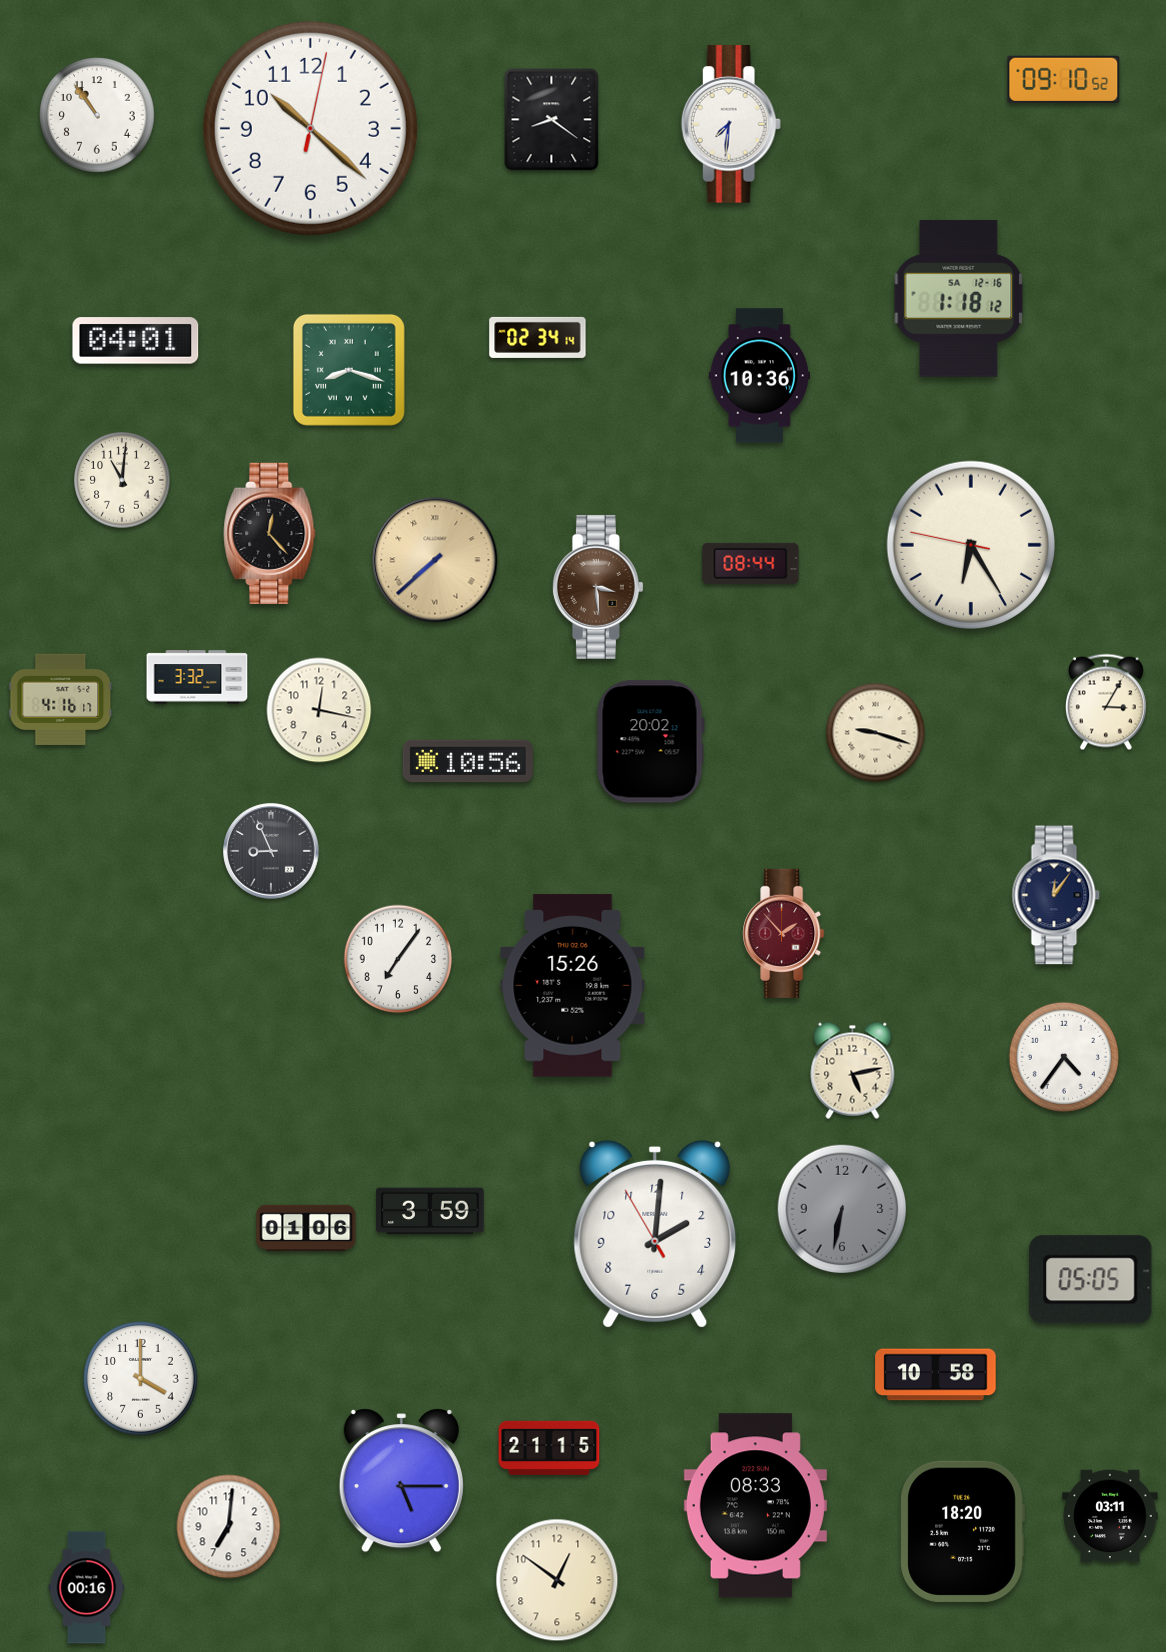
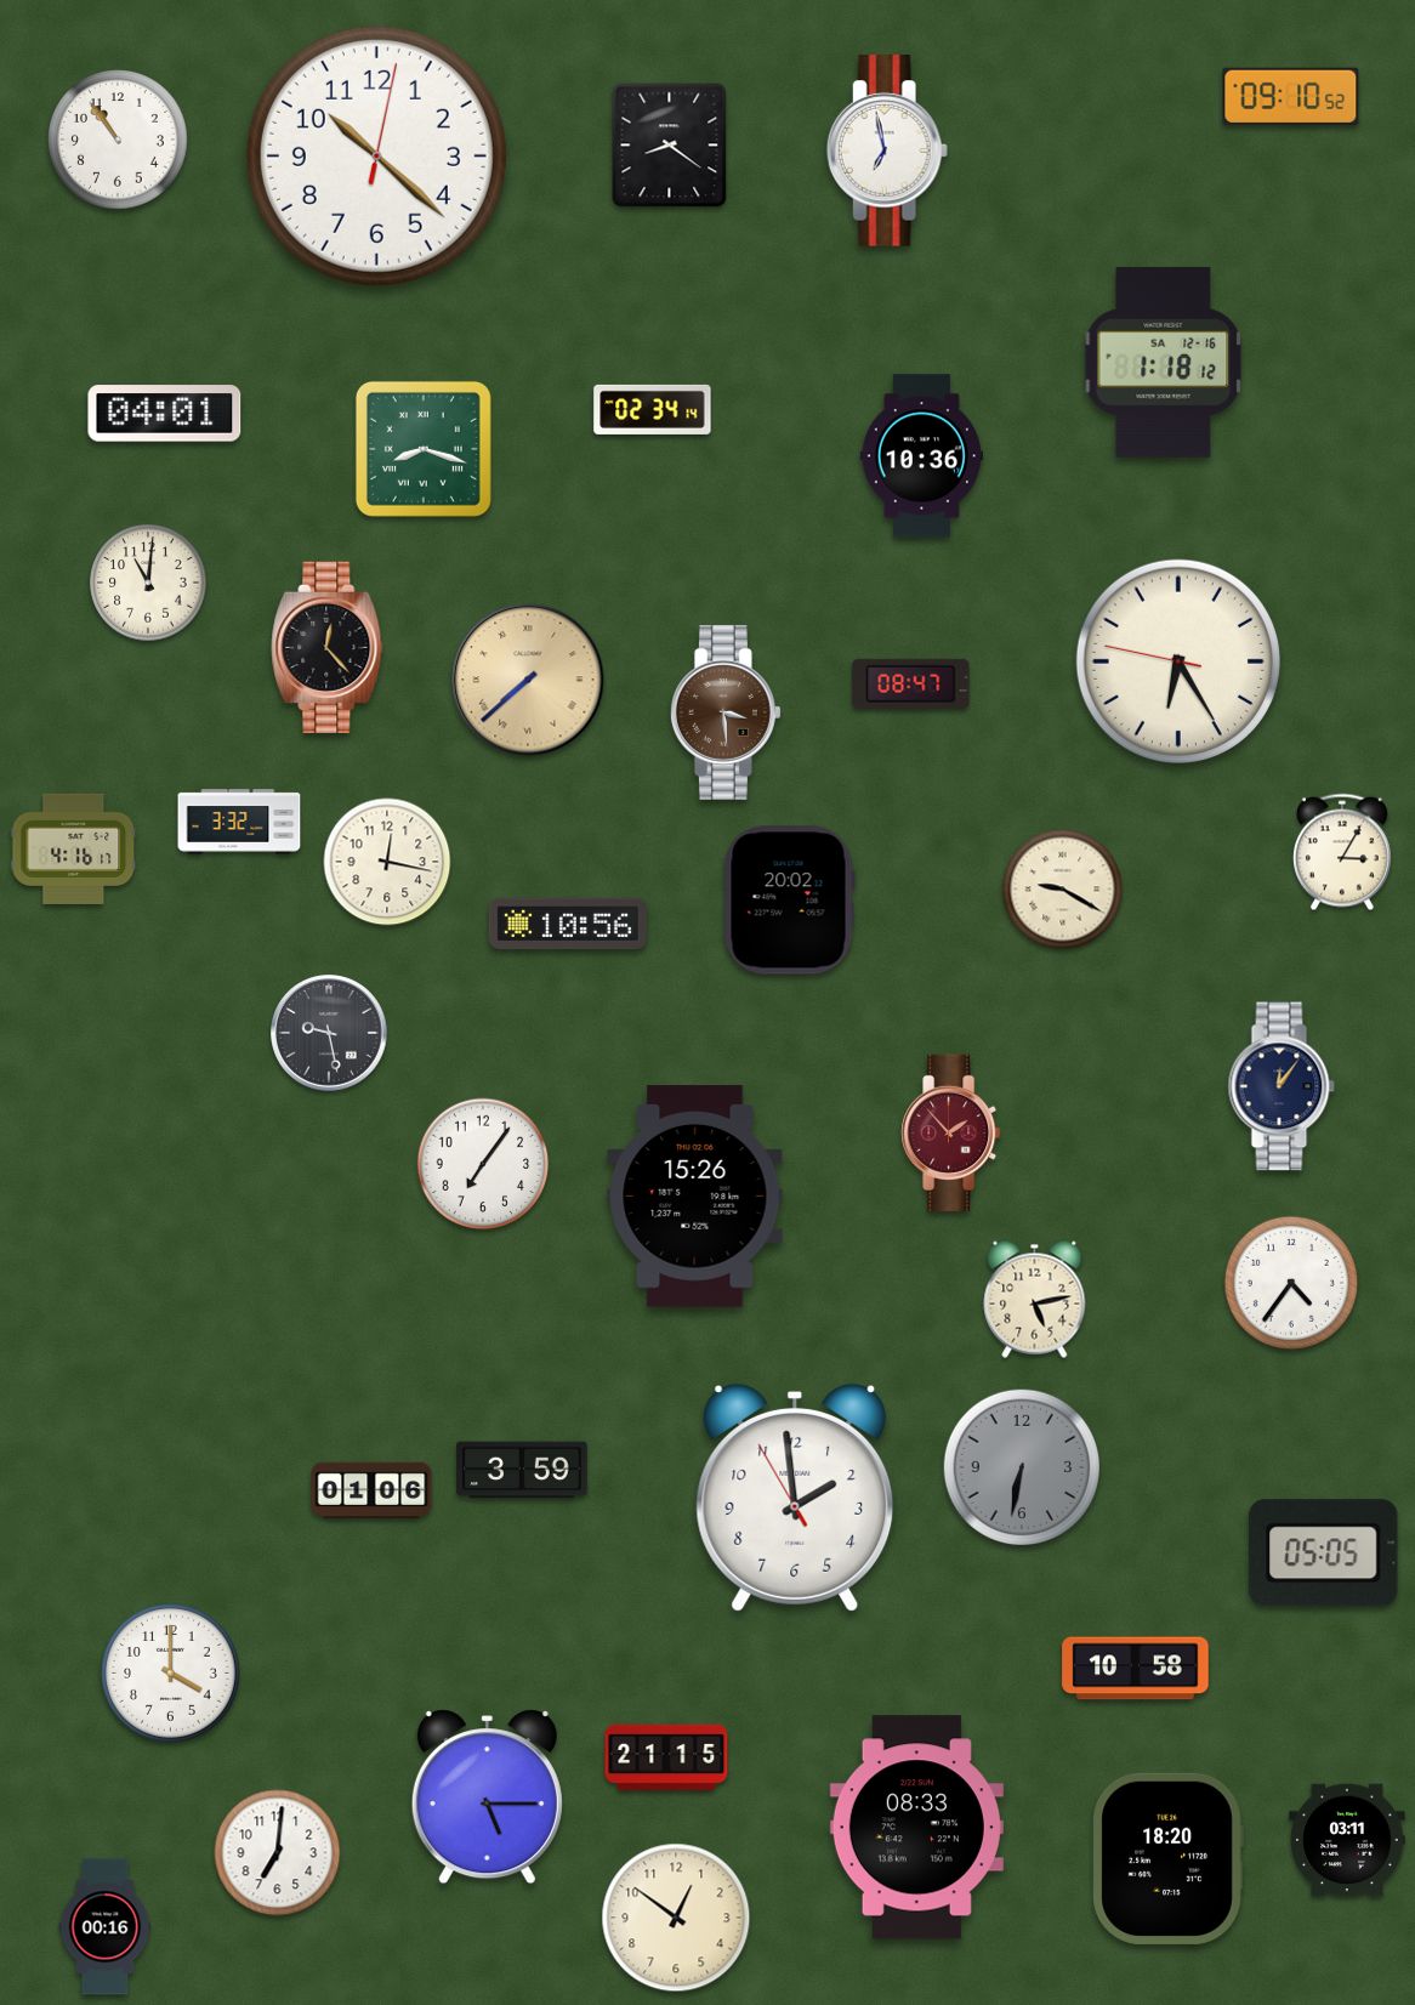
clock at (731, 124): 7:31 -> 6:58
clock at (751, 563): 08:44 -> 08:47
clock at (876, 733): 9:18 -> 9:20
clock at (271, 851): 8:56 -> 9:28
clock at (655, 1234): 2:00 -> 1:58
